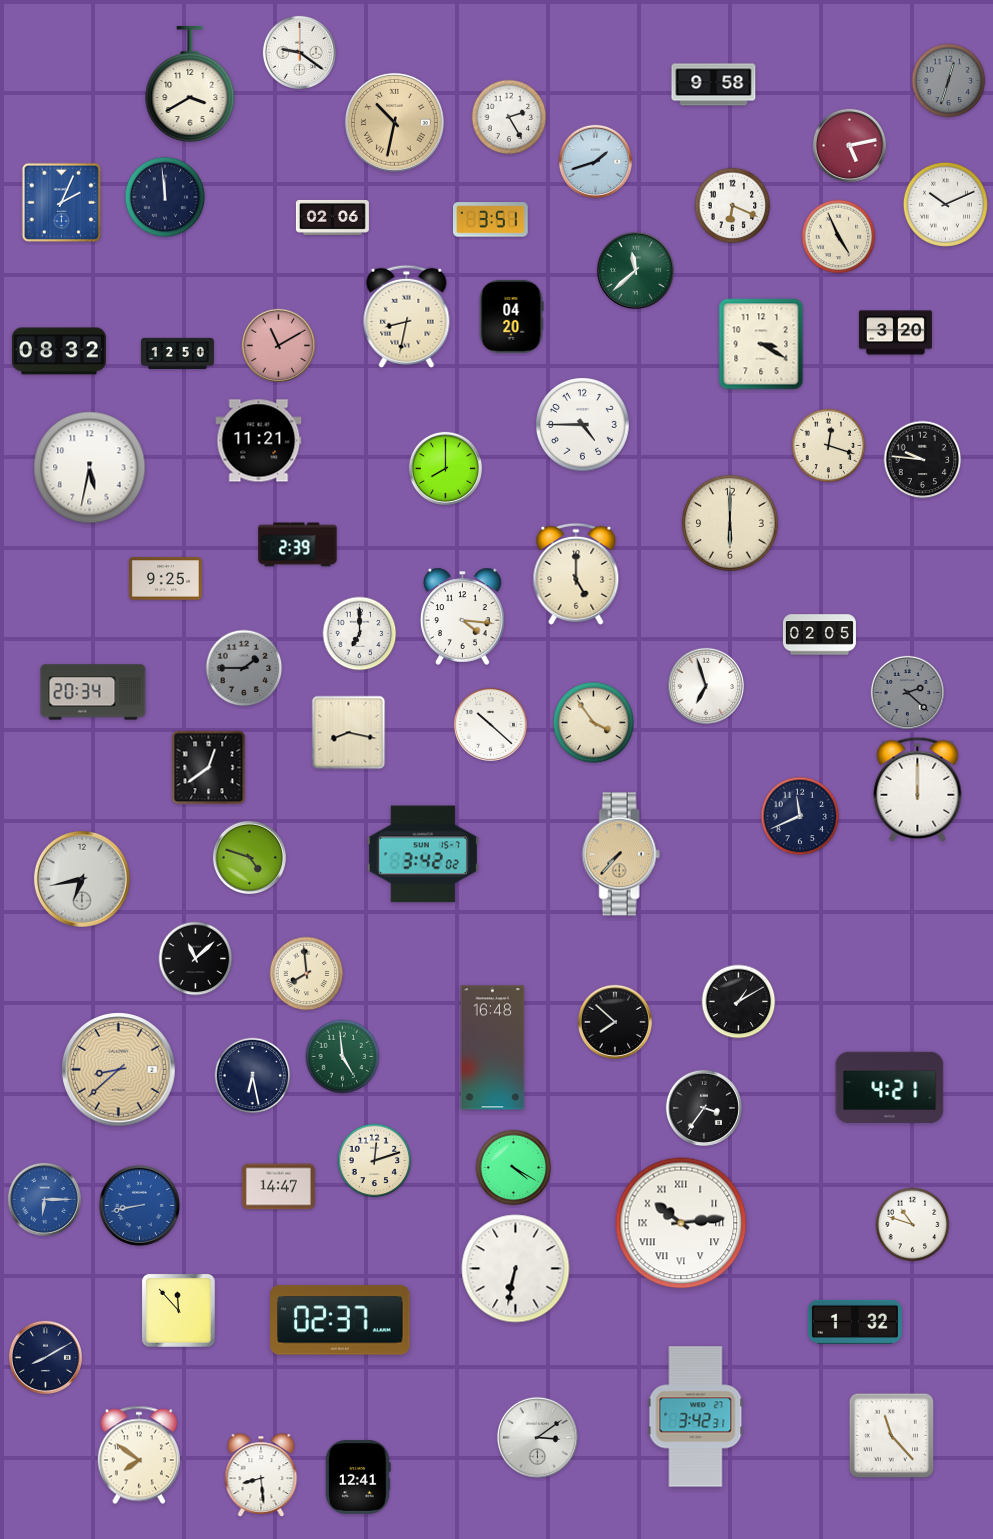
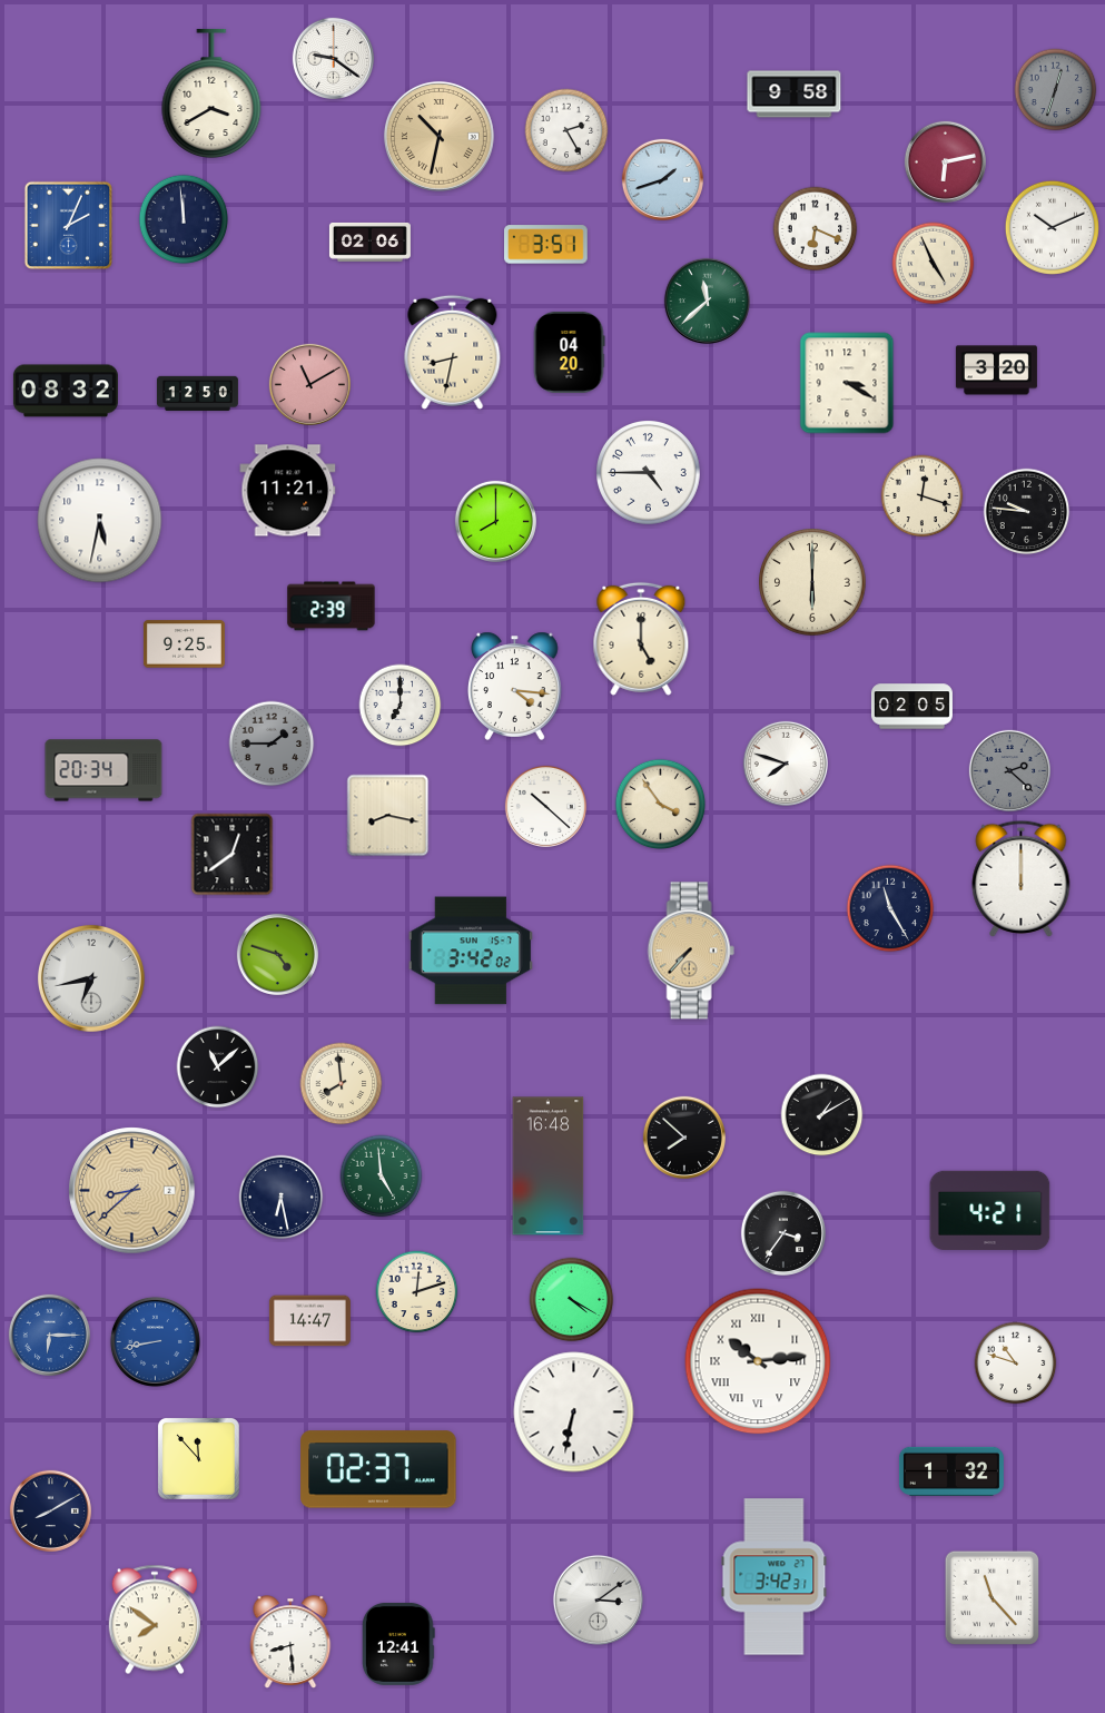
clock at (849, 145): 5:13 -> 6:13
clock at (706, 686): 6:57 -> 7:48
clock at (800, 816): 11:41 -> 11:25
